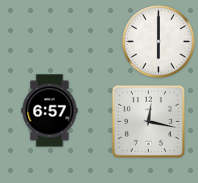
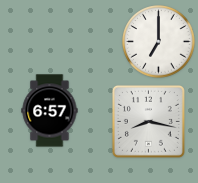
clock at (159, 42): 6:00 -> 7:00
clock at (148, 121): 12:17 -> 8:17
